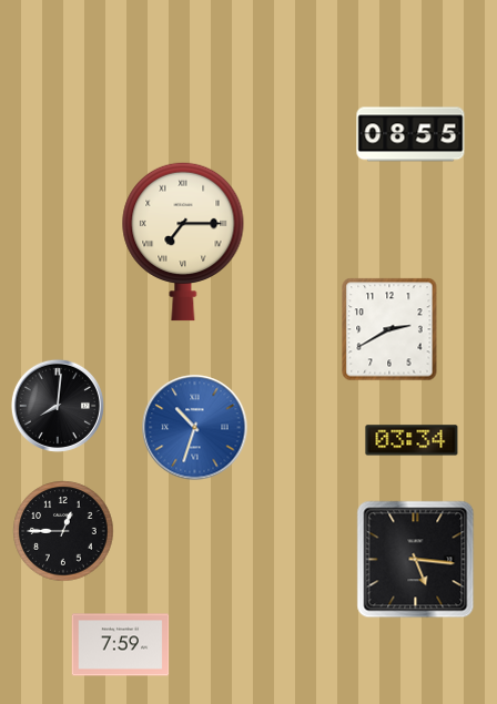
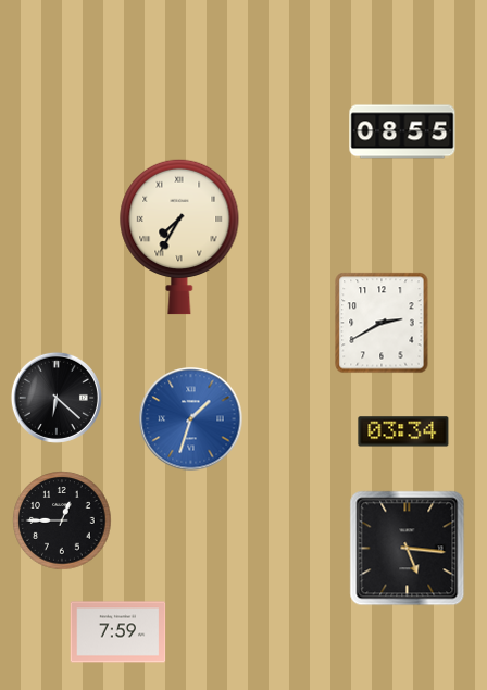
clock at (183, 242): 7:15 -> 7:35
clock at (58, 406): 8:01 -> 6:22
clock at (195, 428): 10:33 -> 1:33
